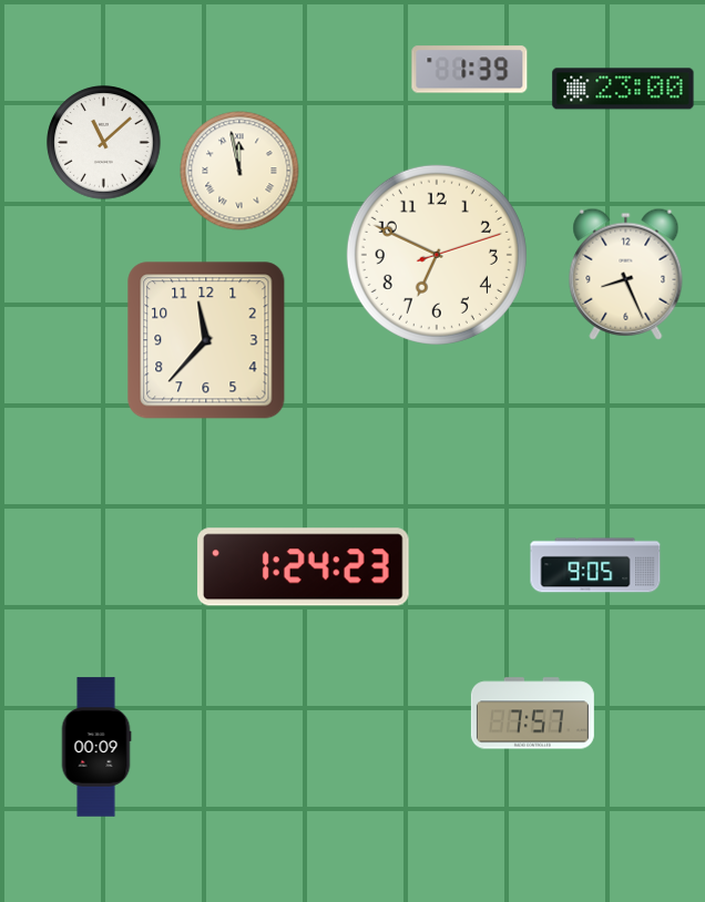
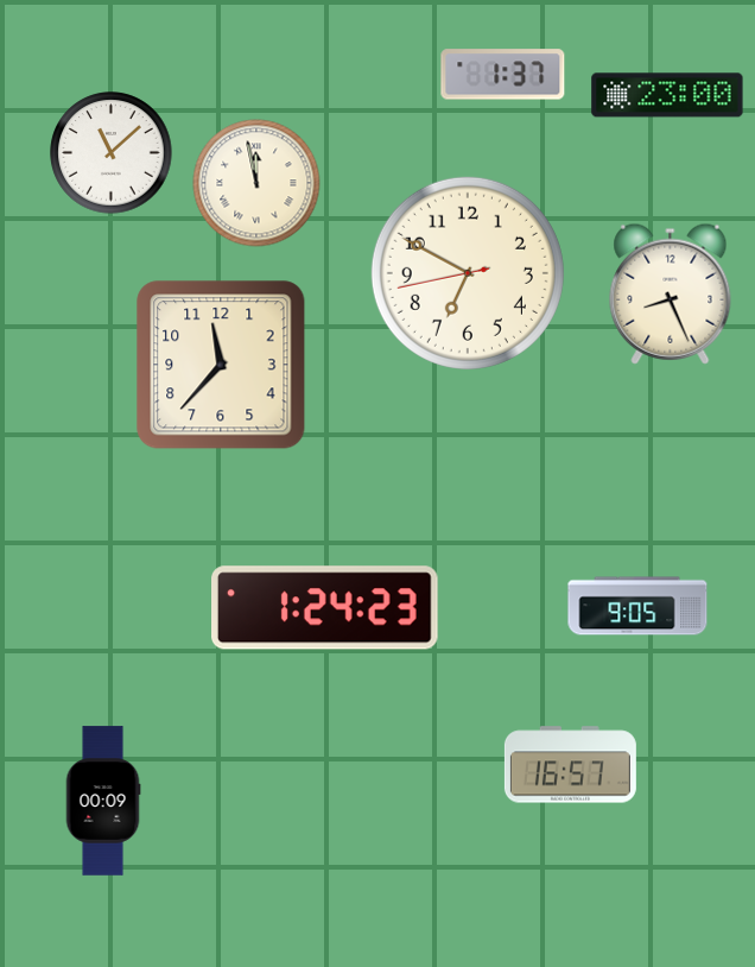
clock at (470, 70): 1:39 -> 1:37
clock at (437, 255): 6:49:12 -> 6:49:43
clock at (532, 714): 7:57 -> 16:57
